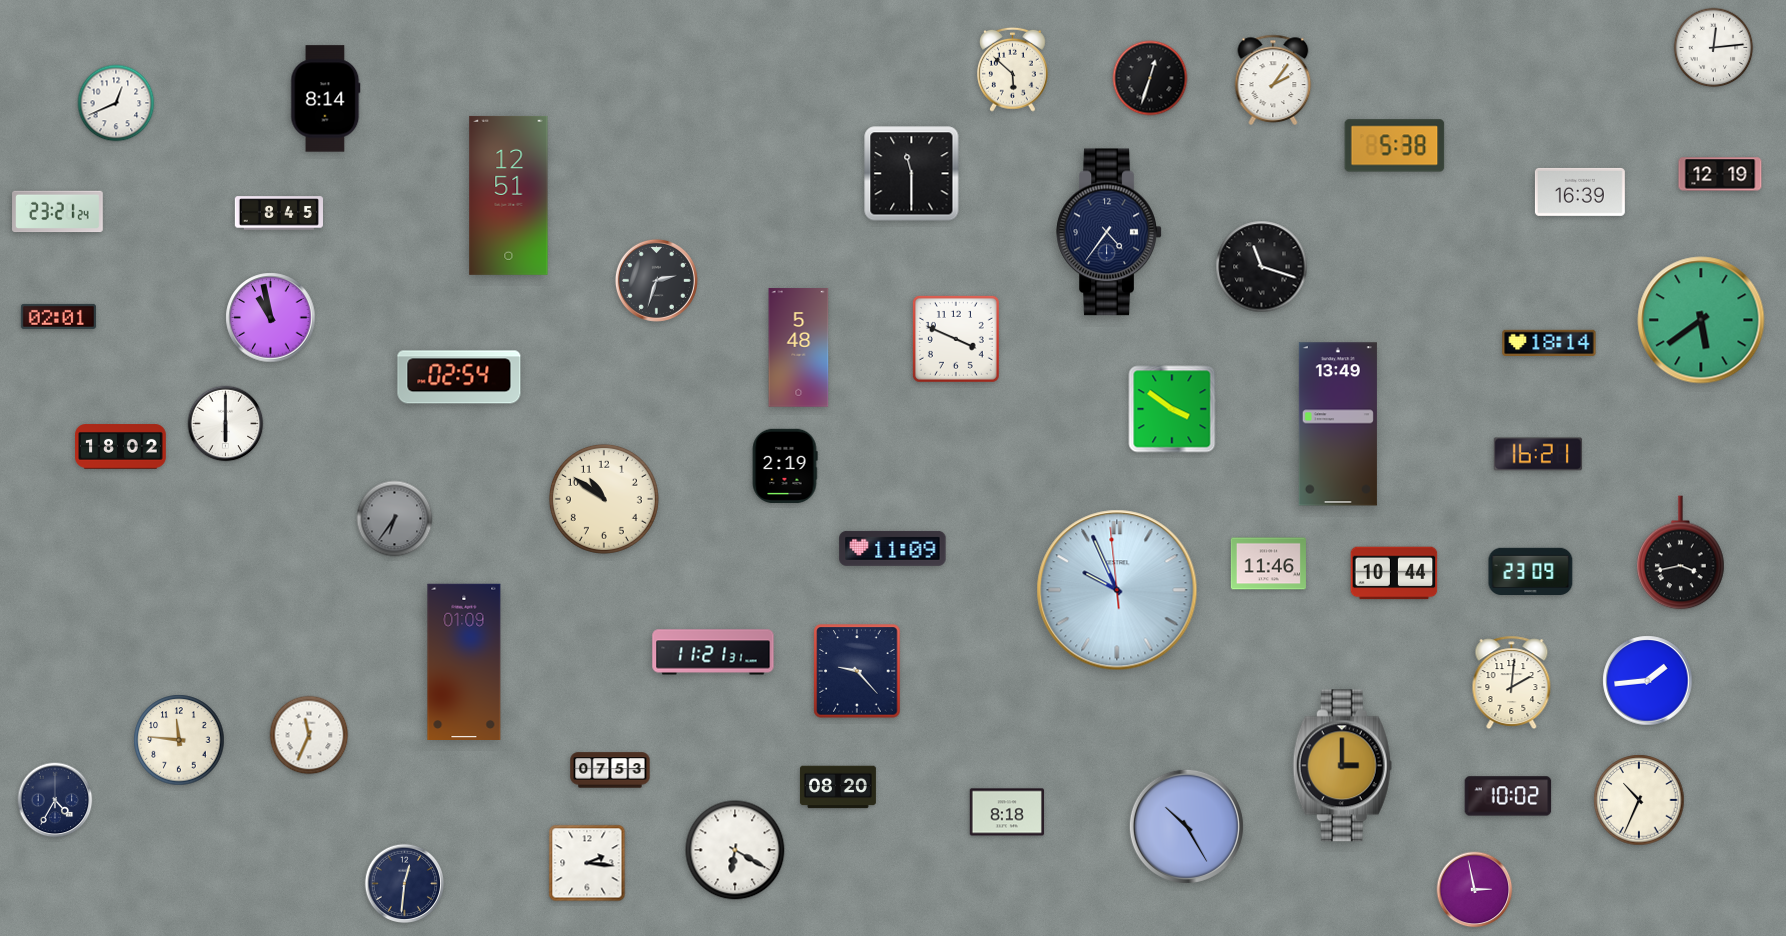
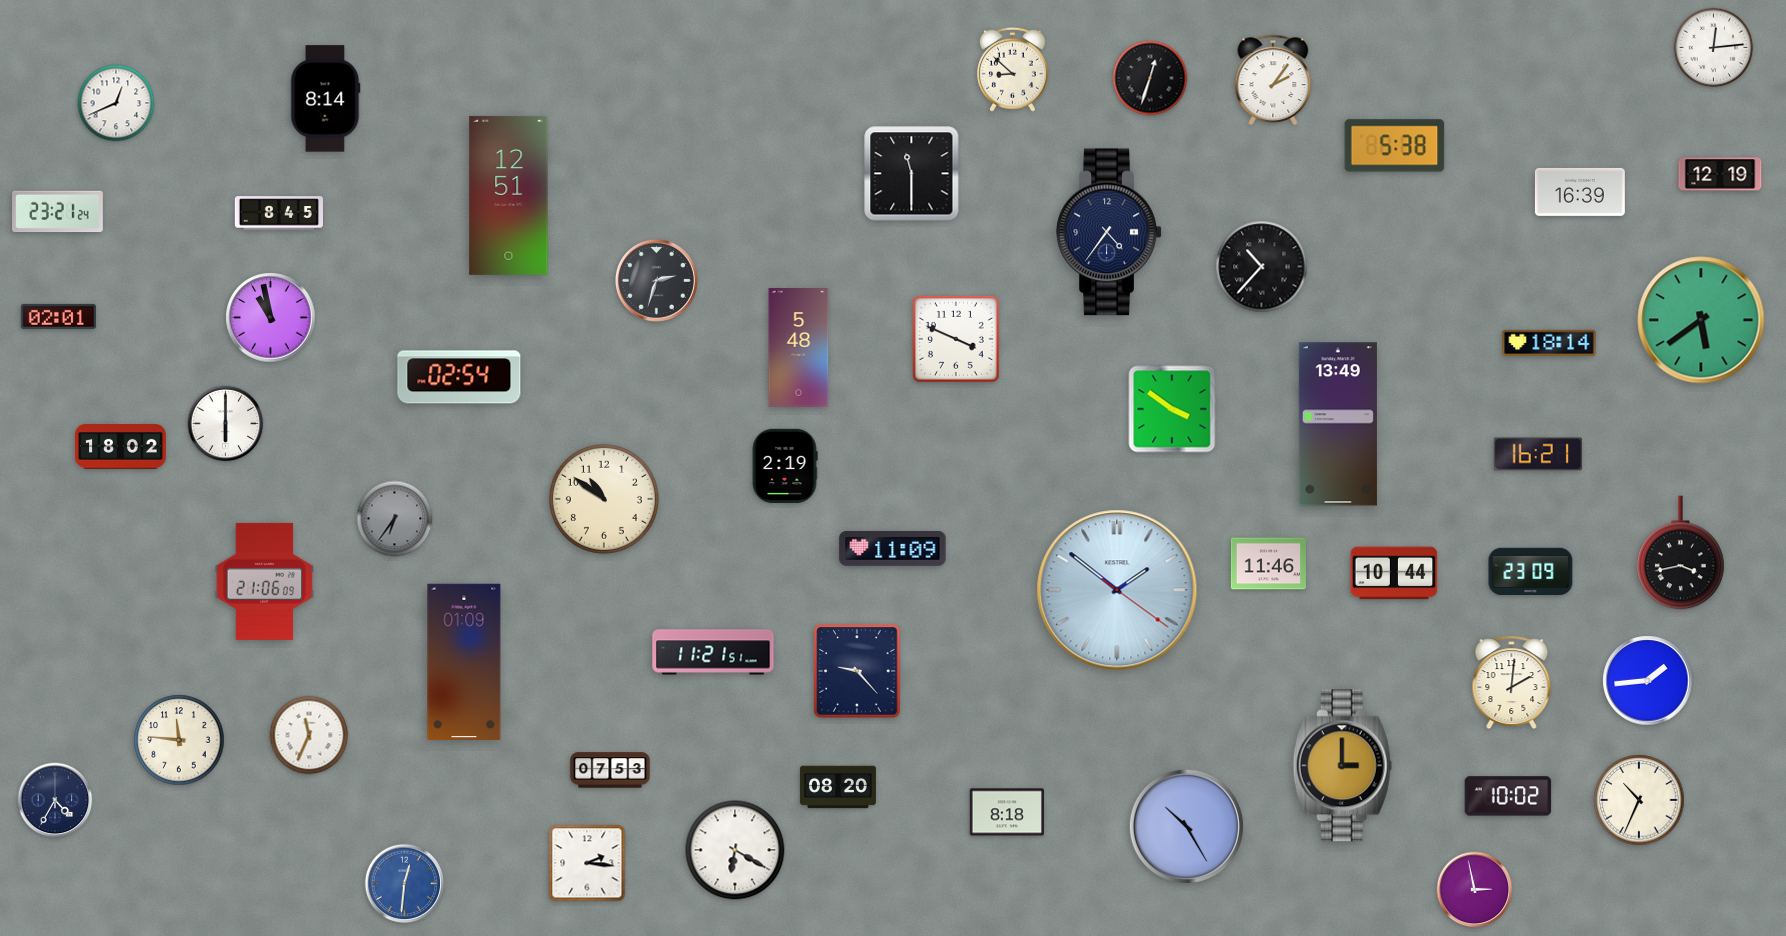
clock at (1013, 69): 5:52 -> 8:52
clock at (1262, 267): 11:18 -> 10:37
clock at (265, 581): none -> 21:06
clock at (1117, 590): 9:55 -> 1:51
clock at (713, 652): 11:21:31 -> 11:21:51
clock at (405, 884) dial: navy -> blue
